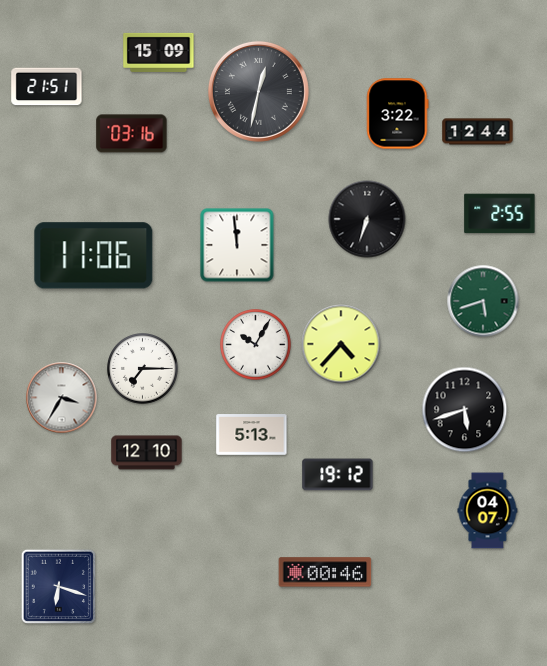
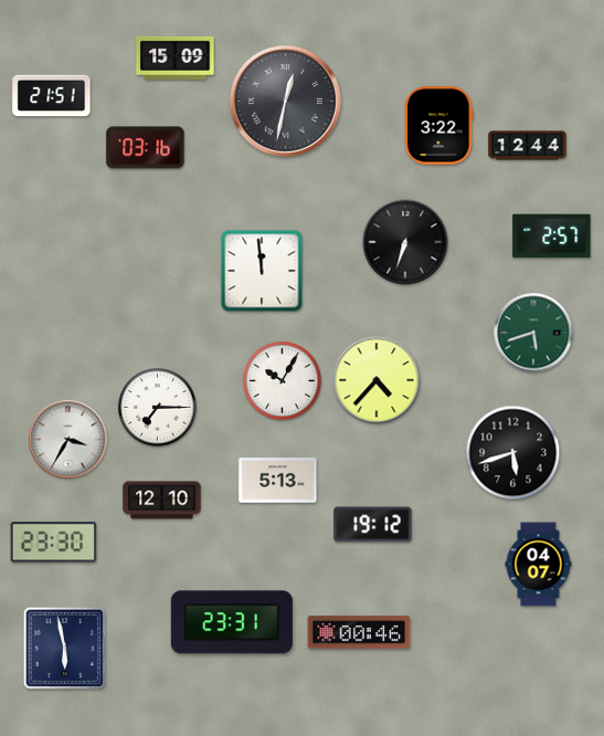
clock at (500, 214): 2:55 -> 2:57
clock at (94, 256): 11:06 -> none
clock at (54, 543): none -> 23:30
clock at (232, 622): none -> 23:31
clock at (58, 586): 6:18 -> 5:58
